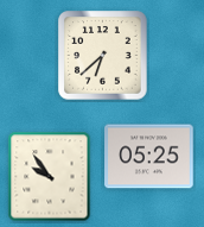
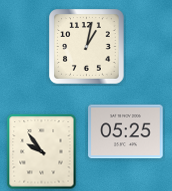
clock at (103, 56): 6:38 -> 1:02
clock at (50, 177) position: (50, 177) -> (42, 152)
